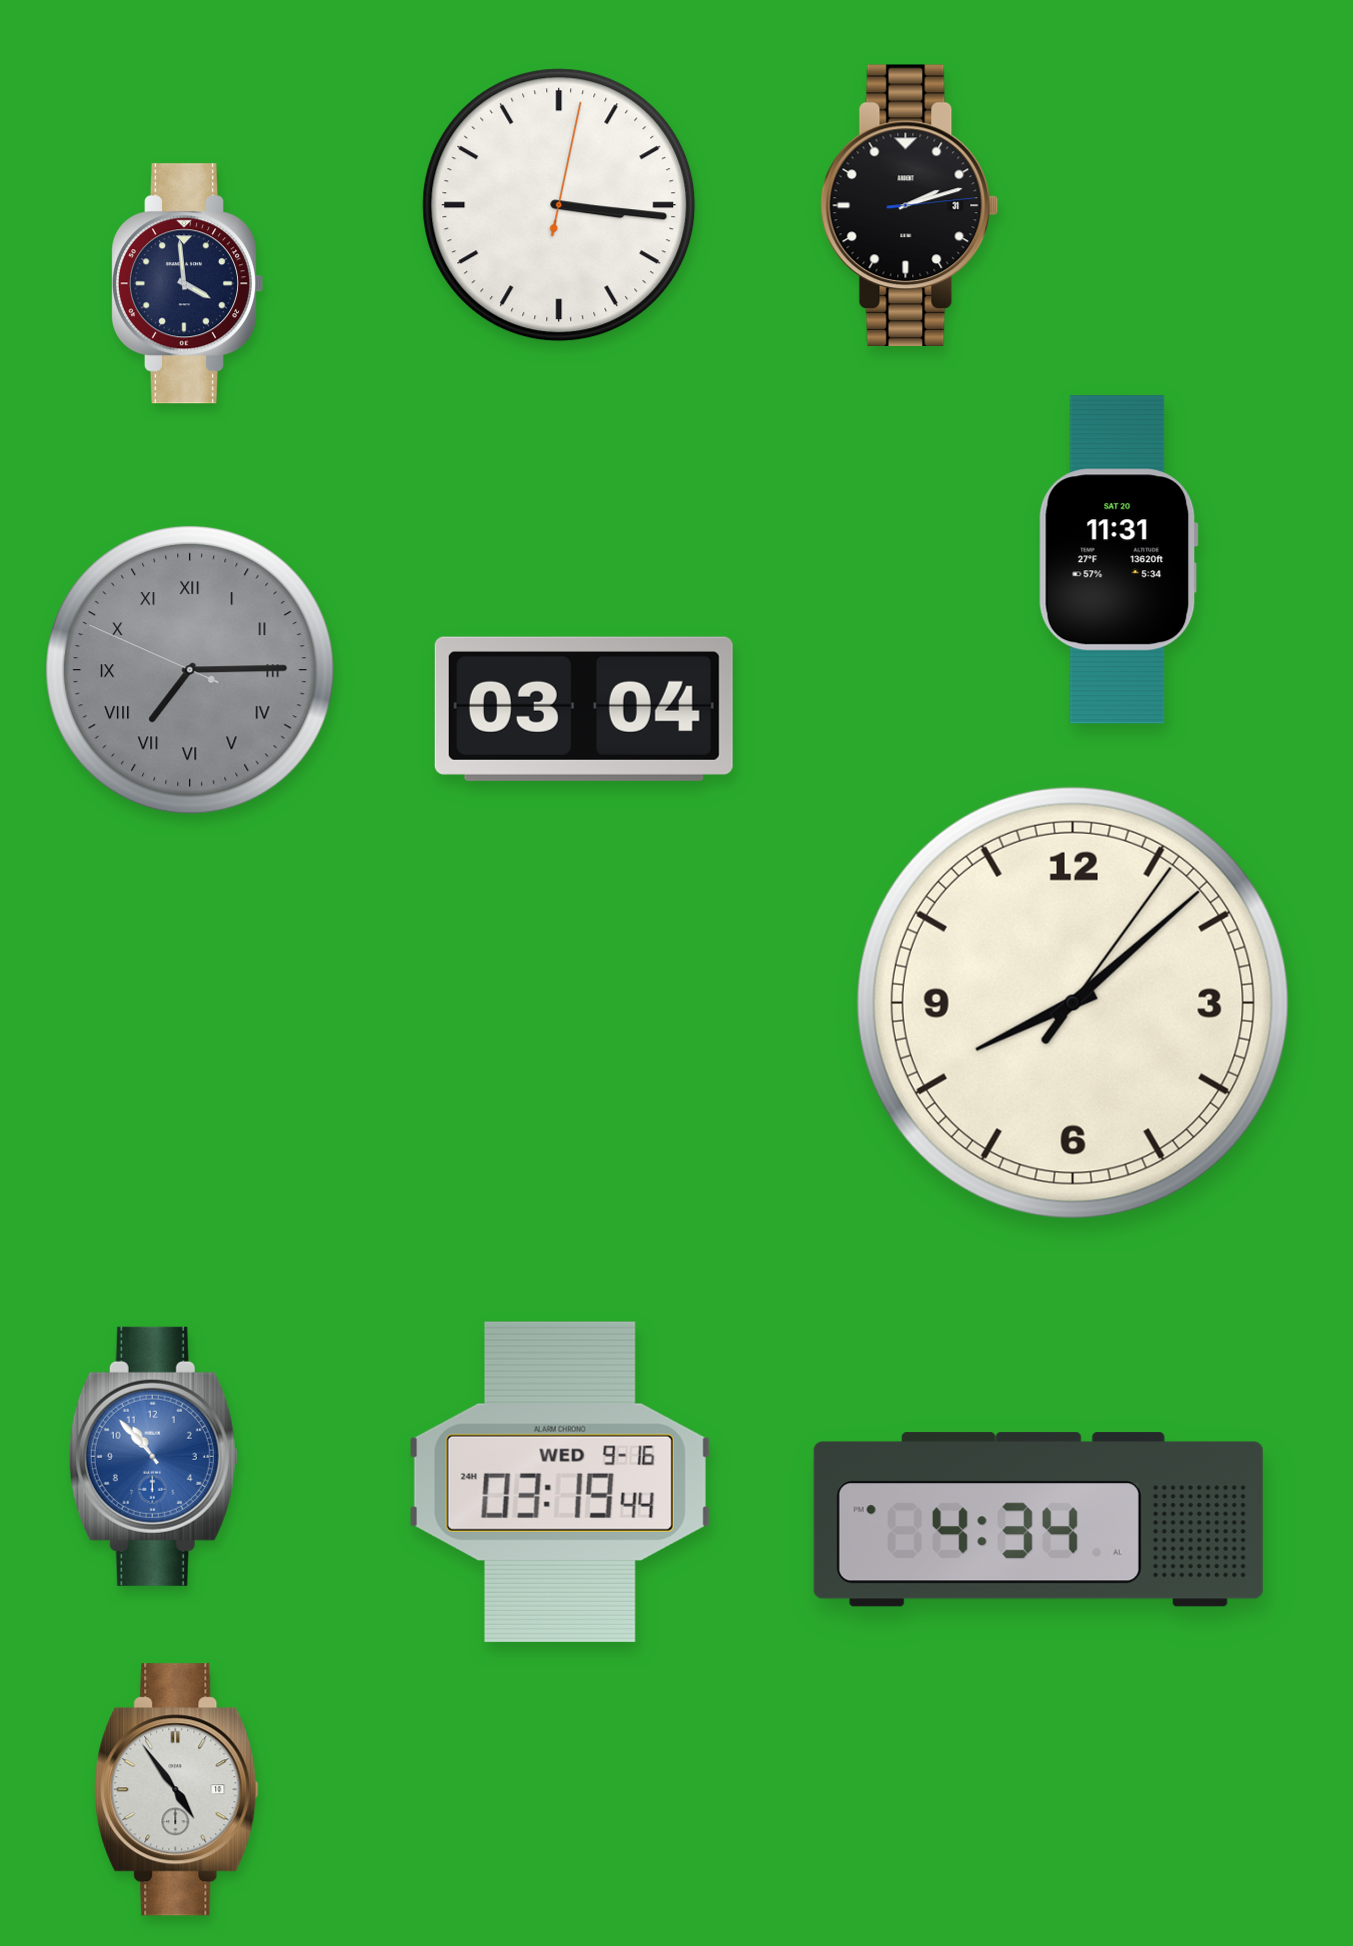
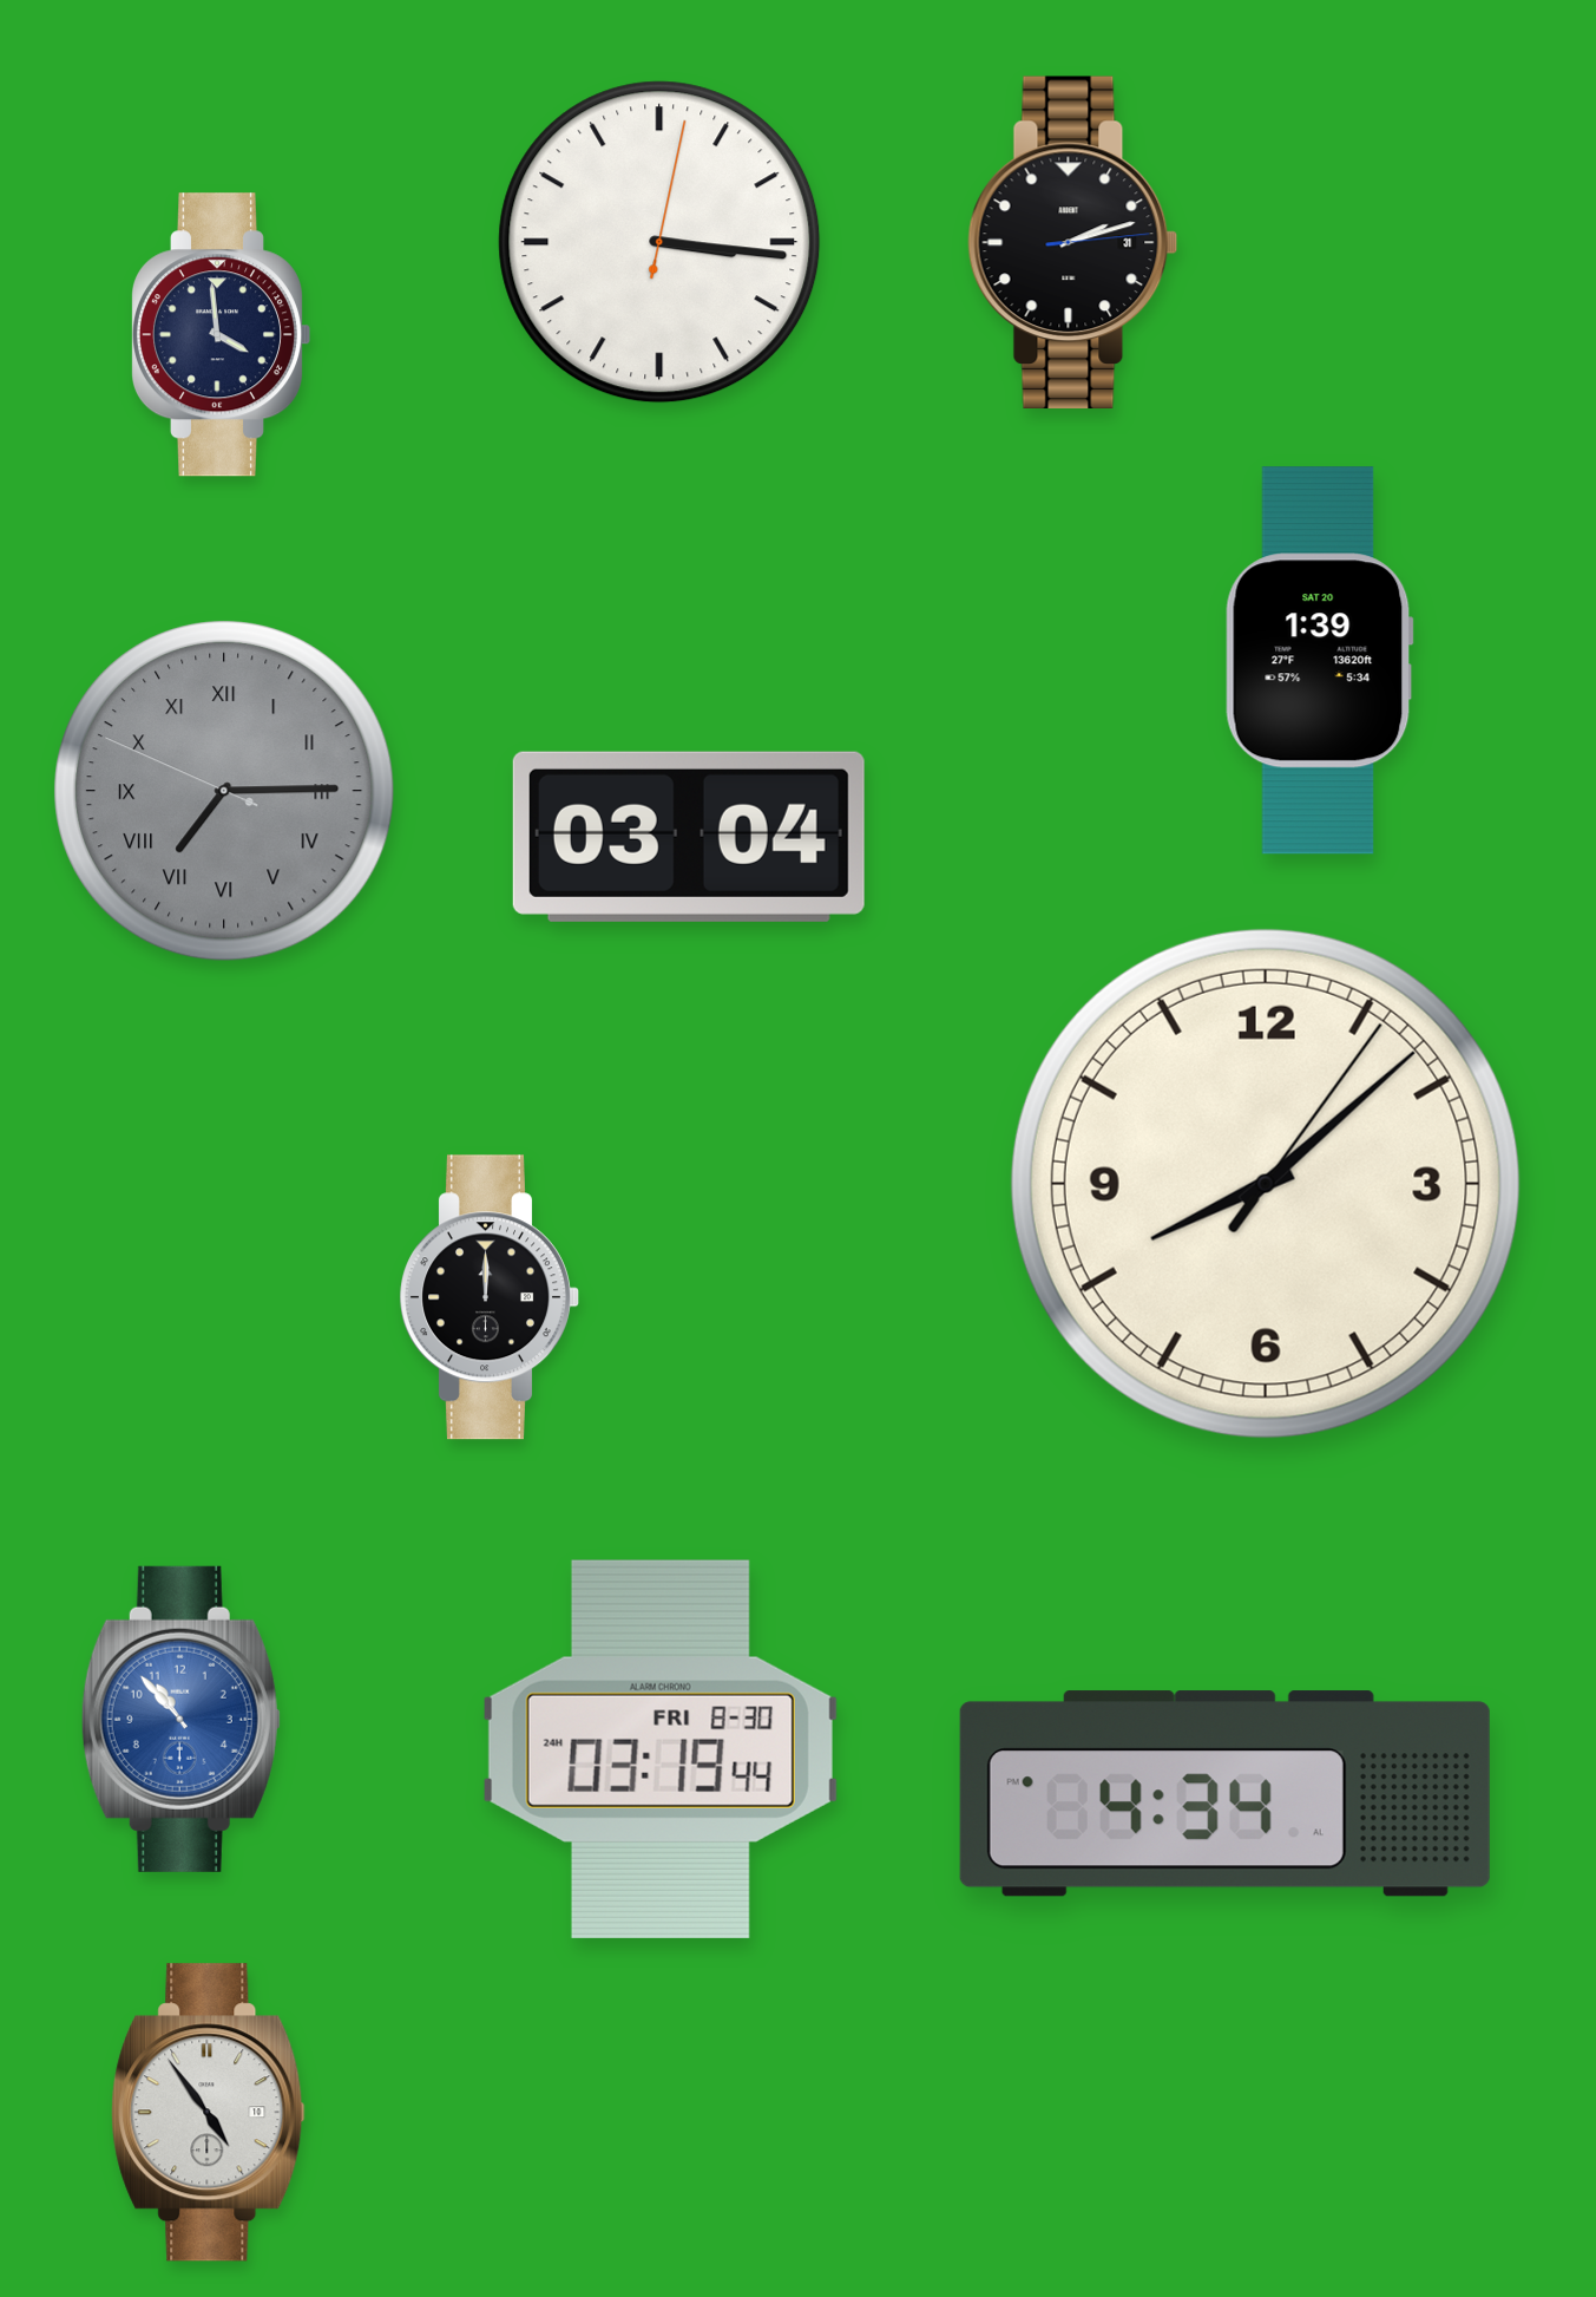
clock at (1118, 560): 11:31 -> 1:39
clock at (491, 1297): none -> 12:00
clock at (560, 1482) date: WED 9-16 -> FRI 8-30
